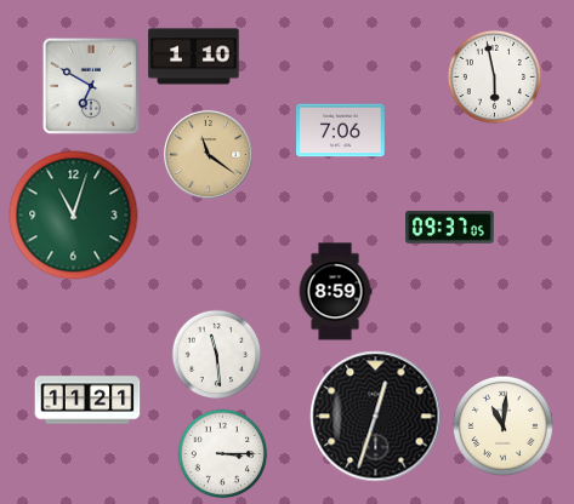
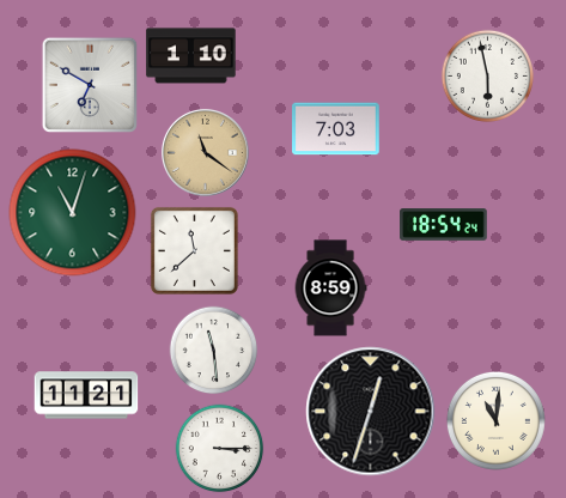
clock at (341, 131): 7:06 -> 7:03
clock at (450, 228): 09:37 -> 18:54
clock at (194, 250): none -> 11:38
